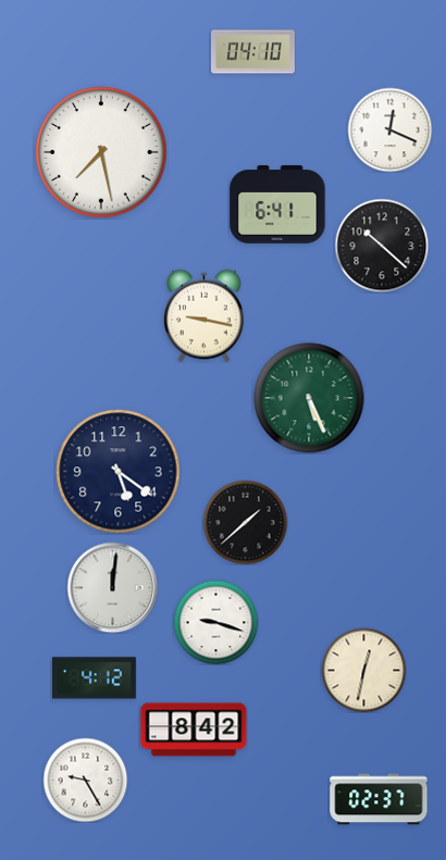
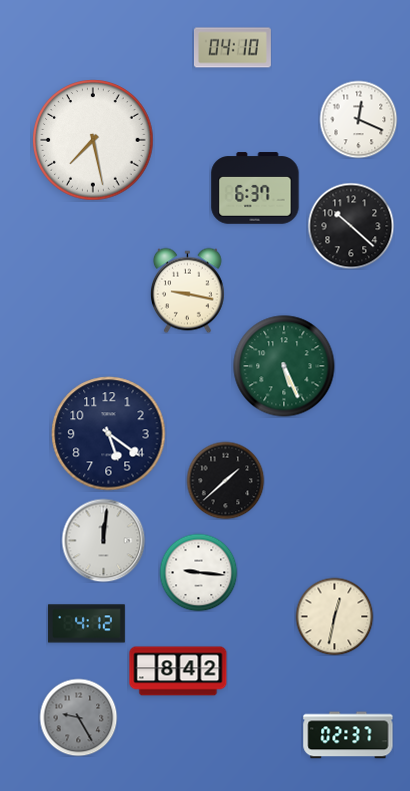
clock at (277, 204): 6:41 -> 6:37
clock at (215, 622): 9:18 -> 9:16
clock at (85, 780) dial: white -> grey
